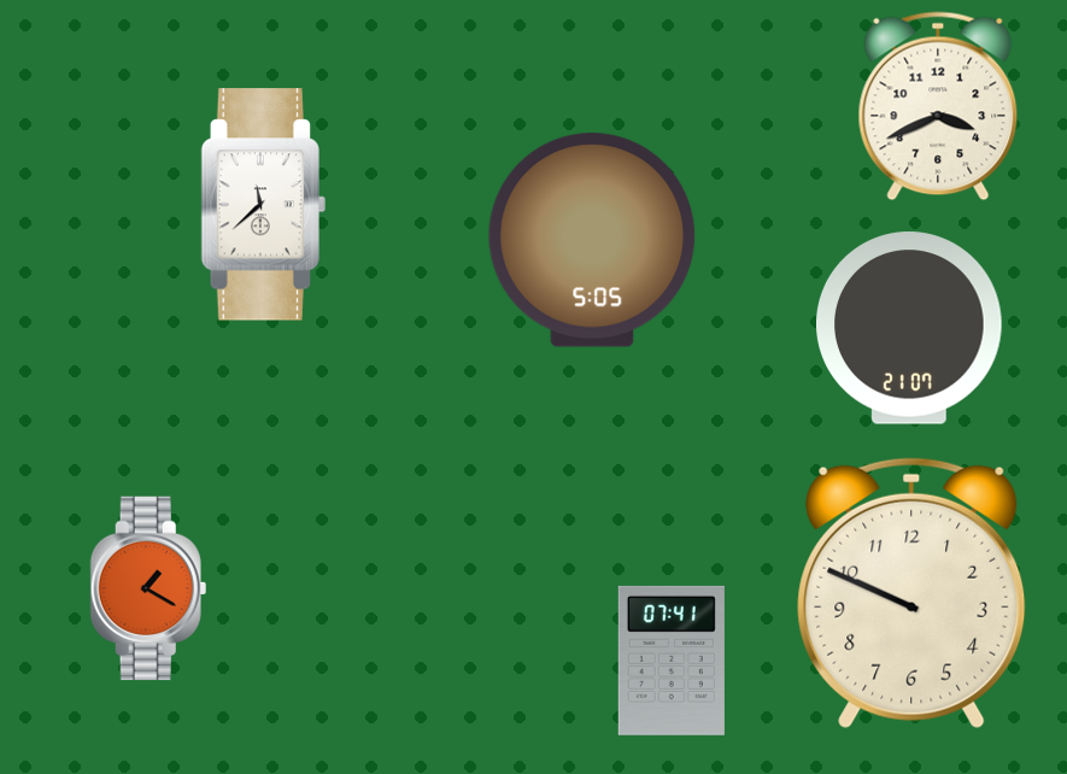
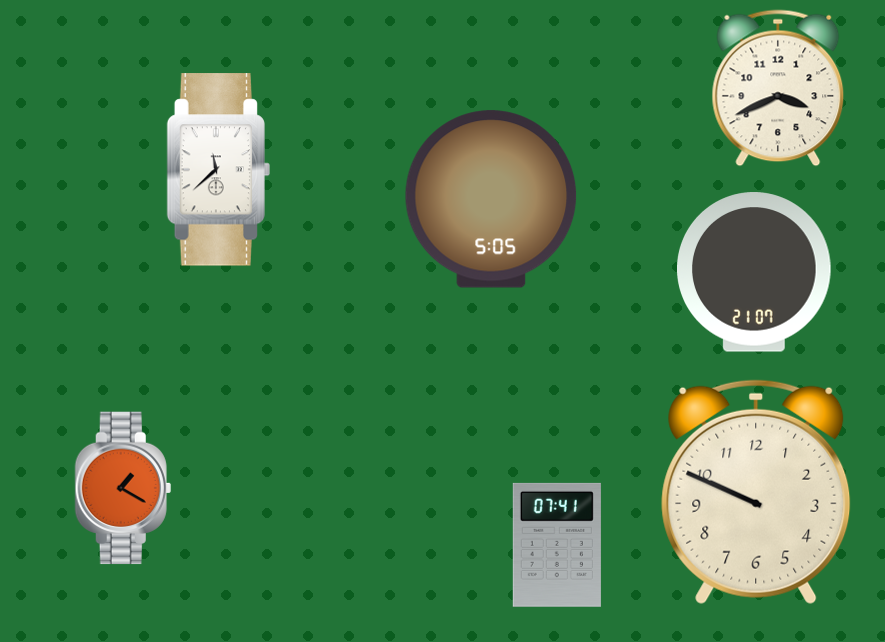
clock at (672, 661) position: (672, 661) -> (557, 545)
